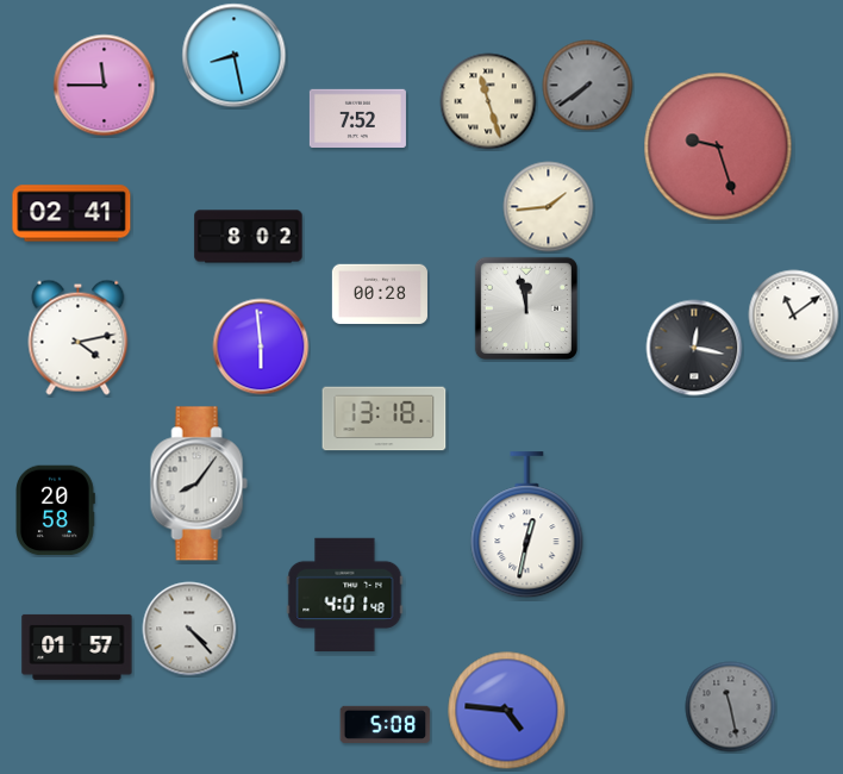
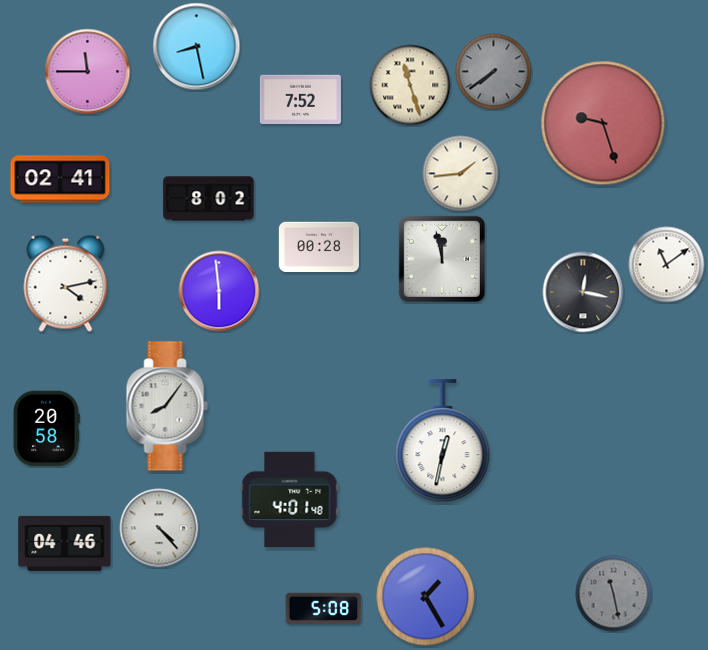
clock at (385, 419): 13:18 -> none
clock at (77, 647): 01:57 -> 04:46
clock at (507, 711): 4:46 -> 1:25
